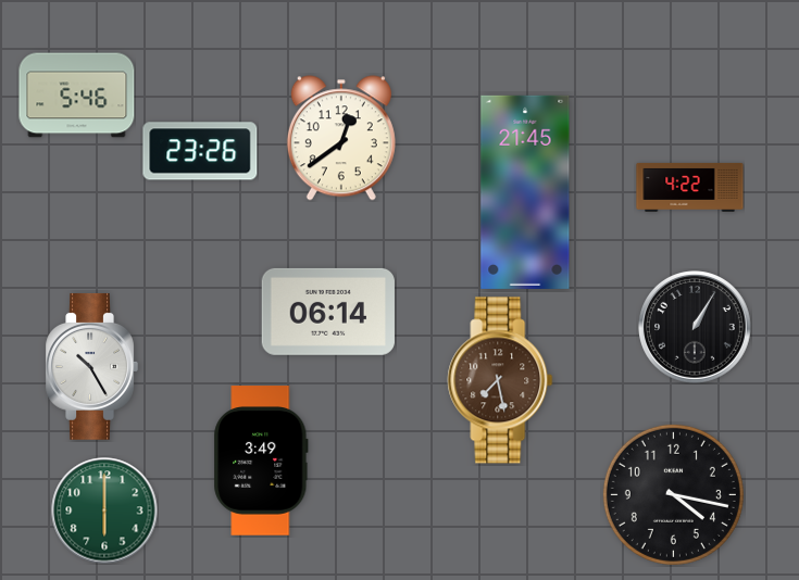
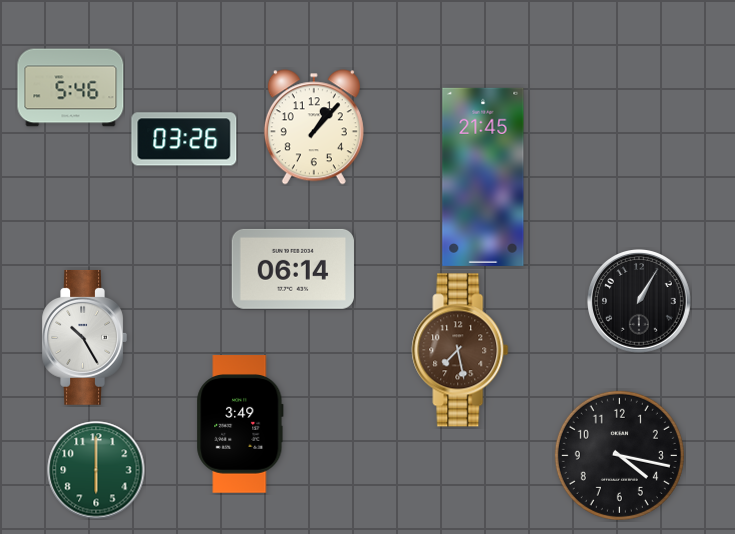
clock at (341, 138): 12:39 -> 1:07
clock at (200, 151): 23:26 -> 03:26
clock at (690, 187): 4:22 -> none
clock at (328, 312) position: (328, 312) -> (293, 269)
